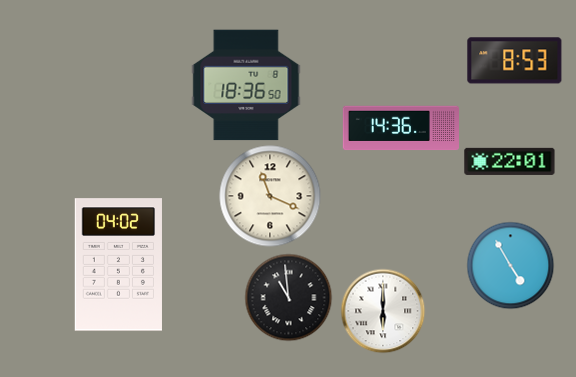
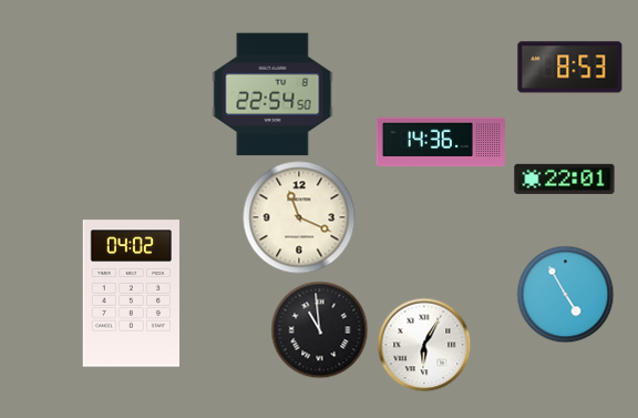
clock at (246, 85): 18:36 -> 22:54
clock at (400, 128) position: (400, 128) -> (440, 142)
clock at (383, 311): 6:00 -> 6:05
